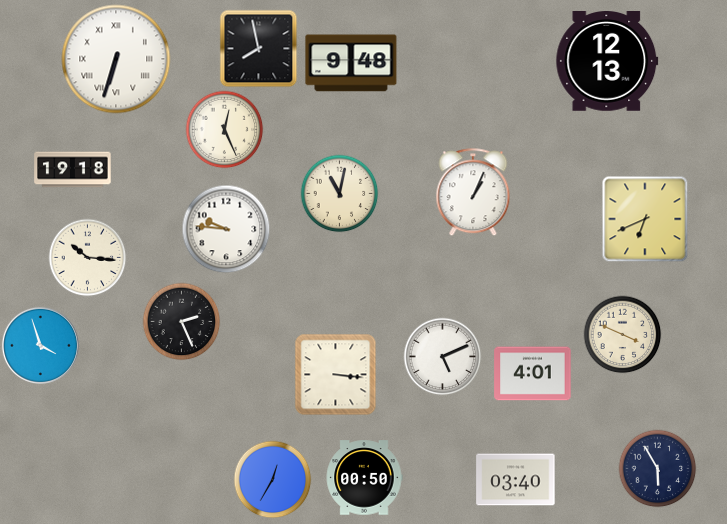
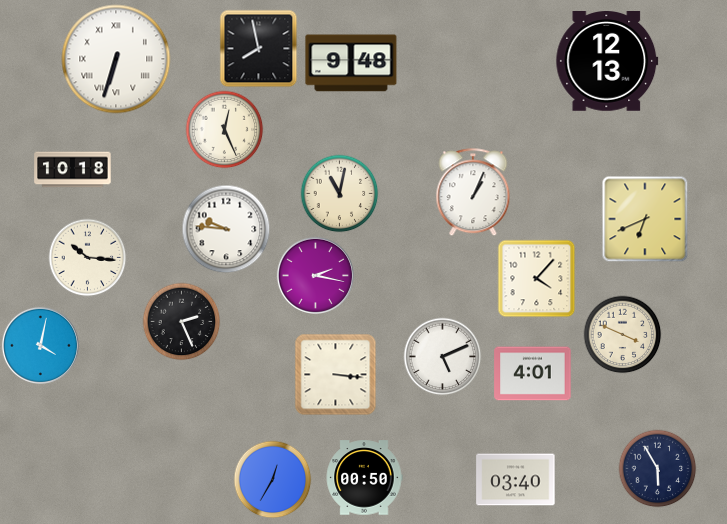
clock at (73, 170): 19:18 -> 10:18
clock at (315, 275): none -> 2:17
clock at (536, 278): none -> 4:07
clock at (40, 345): 3:57 -> 4:02
